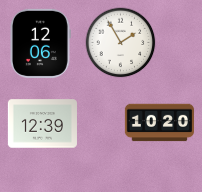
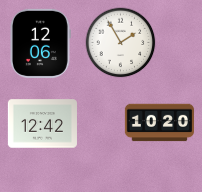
clock at (42, 124): 12:39 -> 12:42
